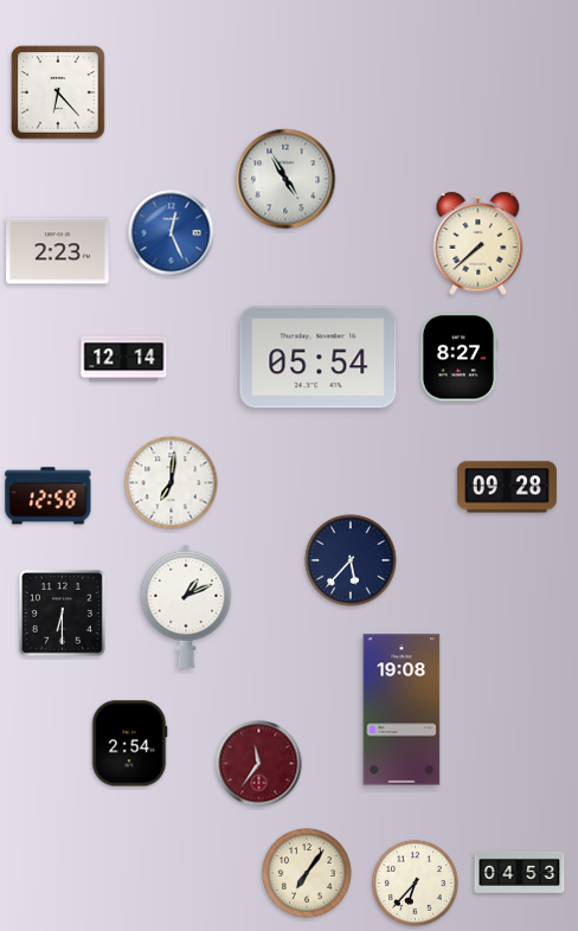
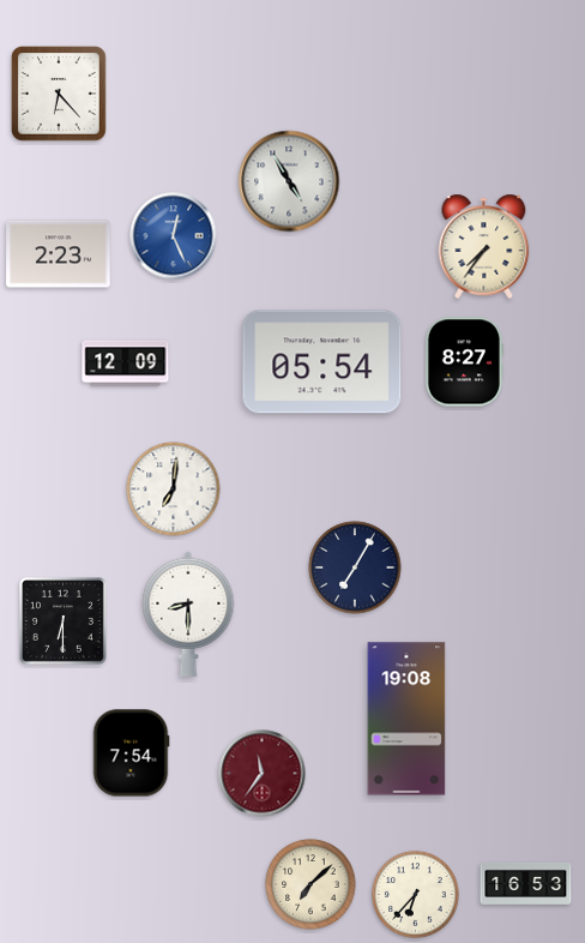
clock at (479, 243): 7:38 -> 7:36
clock at (124, 359): 12:14 -> 12:09
clock at (507, 487): 09:28 -> none
clock at (49, 496): 12:58 -> none
clock at (351, 560): 5:37 -> 7:05
clock at (186, 606): 1:11 -> 8:30
clock at (129, 744): 2:54 -> 7:54
clock at (520, 872): 04:53 -> 16:53
clock at (307, 873): 7:06 -> 7:08
clock at (416, 884) position: (416, 884) -> (416, 895)
